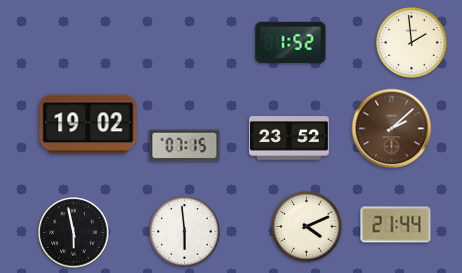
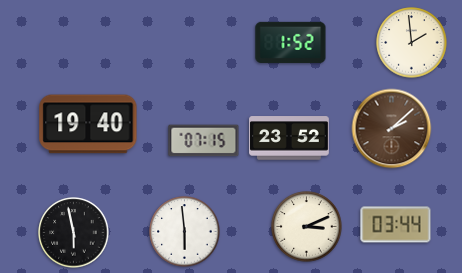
clock at (88, 124): 19:02 -> 19:40
clock at (185, 146) position: (185, 146) -> (204, 141)
clock at (396, 225): 21:44 -> 03:44
clock at (307, 227): 4:11 -> 3:11
